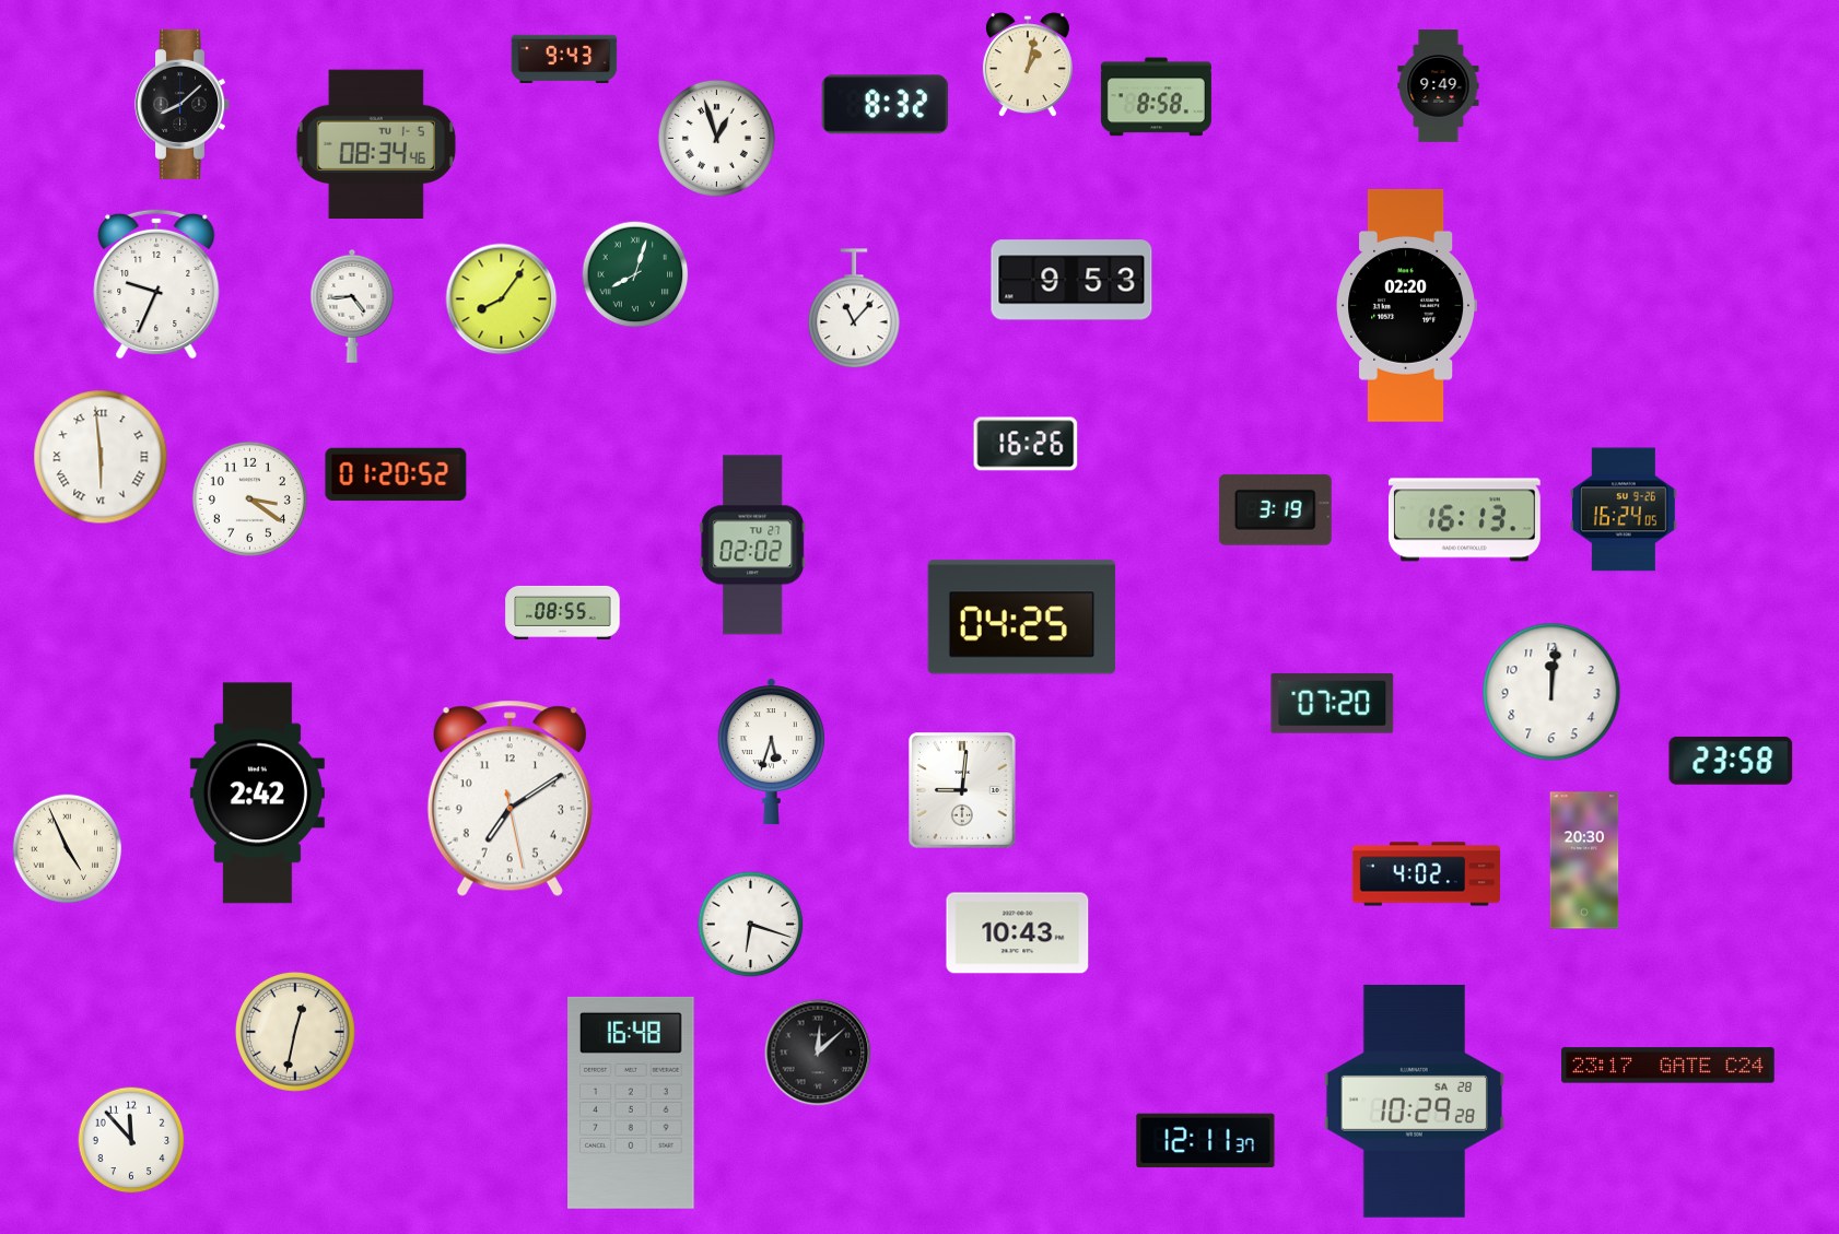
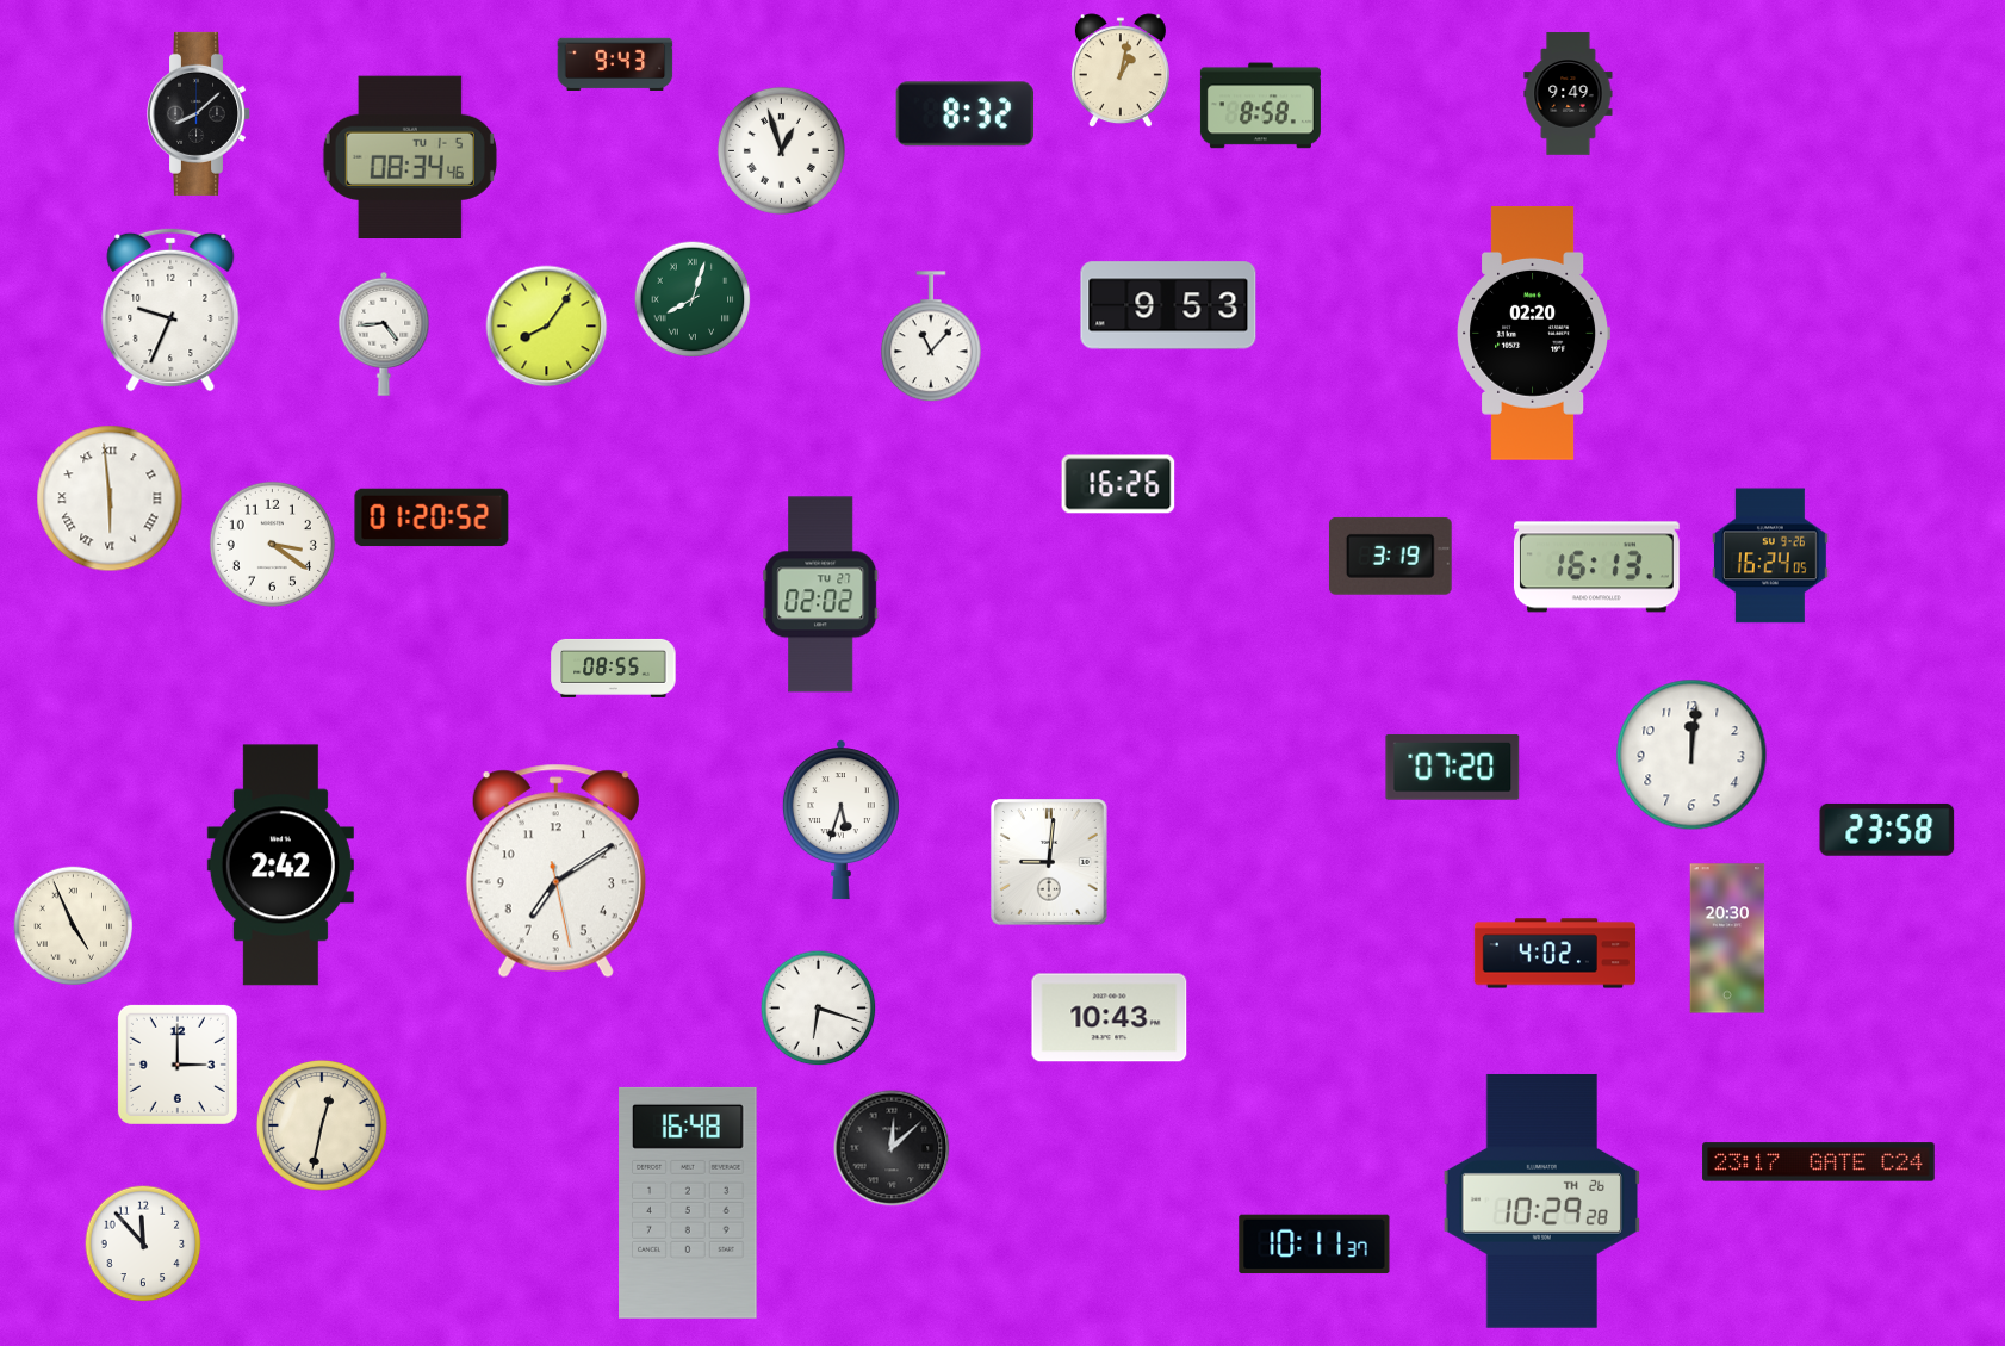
clock at (1021, 618): 04:25 -> none
clock at (178, 1065): none -> 3:00
clock at (1415, 1101) date: SA 28 -> TH 26
clock at (1206, 1141): 12:11 -> 10:11
